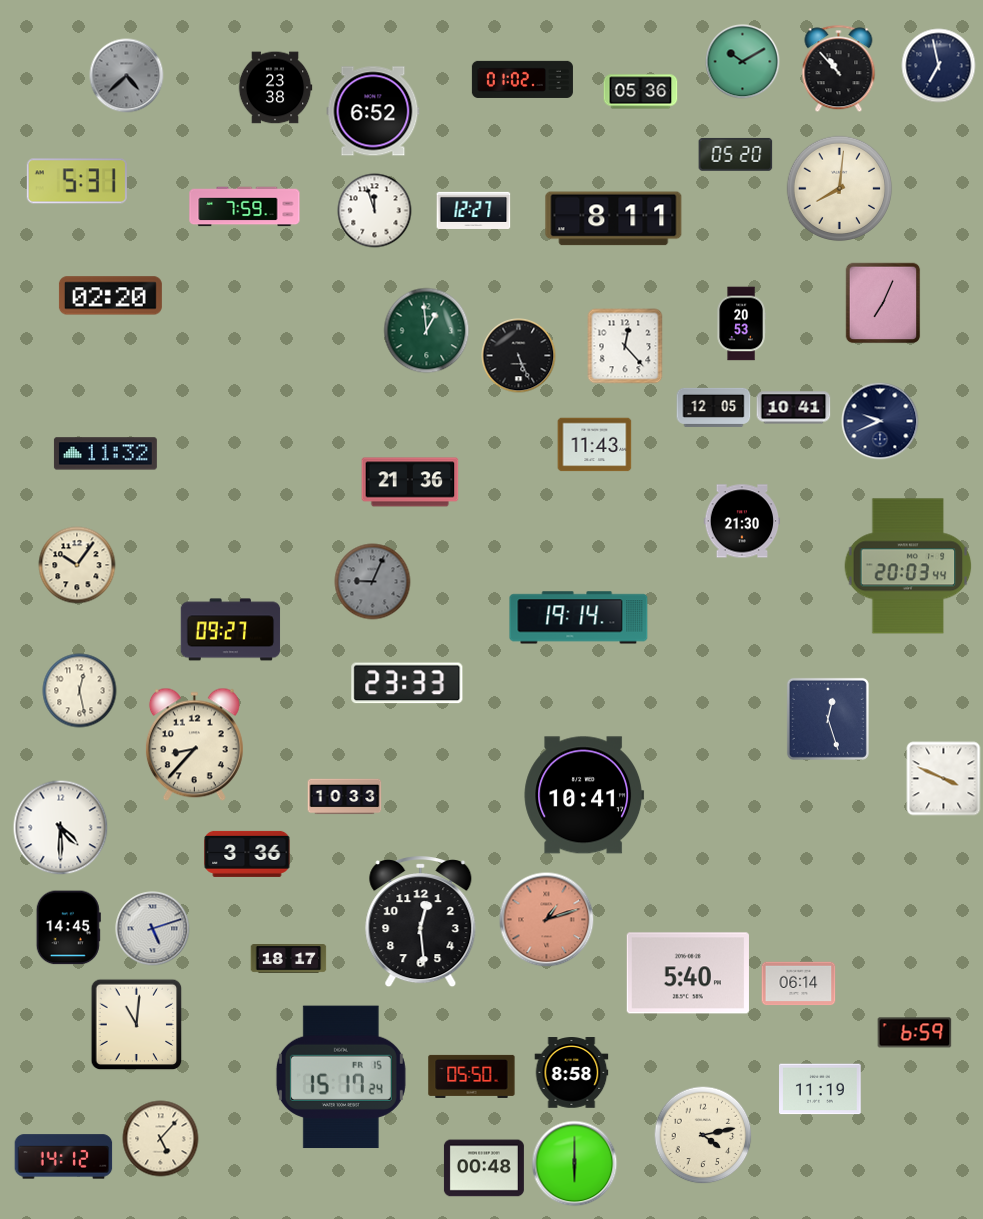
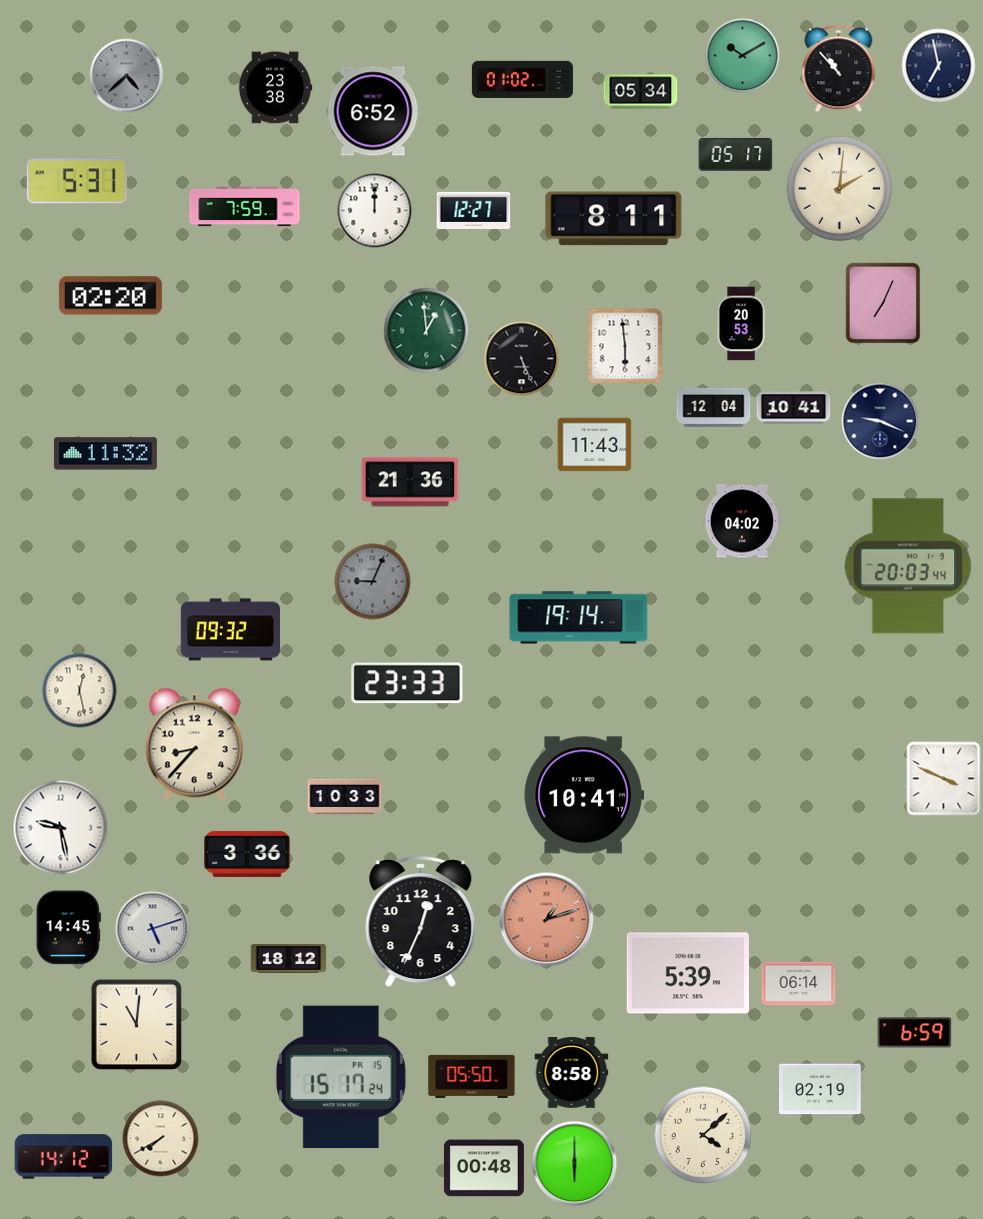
clock at (743, 62) position: (743, 62) -> (743, 56)
clock at (641, 92): 05:36 -> 05:34
clock at (736, 154): 05:20 -> 05:17
clock at (840, 189): 8:01 -> 2:01
clock at (375, 211): 11:57 -> 12:00
clock at (625, 346): 12:23 -> 5:59
clock at (519, 356) position: (519, 356) -> (522, 359)
clock at (714, 407): 12:05 -> 12:04
clock at (880, 421): 9:41 -> 9:19
clock at (742, 521): 21:30 -> 04:02
clock at (77, 565): 10:06 -> none
clock at (231, 630): 09:27 -> 09:32
clock at (828, 719): 12:27 -> none
clock at (61, 828): 4:30 -> 9:28
clock at (421, 922): 12:29 -> 12:34
clock at (289, 959): 18:17 -> 18:12
clock at (688, 973): 5:40 -> 5:39
clock at (821, 1089): 11:19 -> 02:19
clock at (703, 1135): 4:13 -> 4:08
clock at (161, 1139): 5:07 -> 7:40
